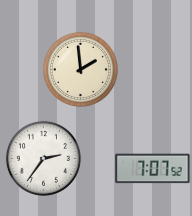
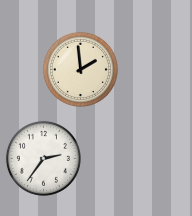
clock at (153, 169): 7:07 -> none
